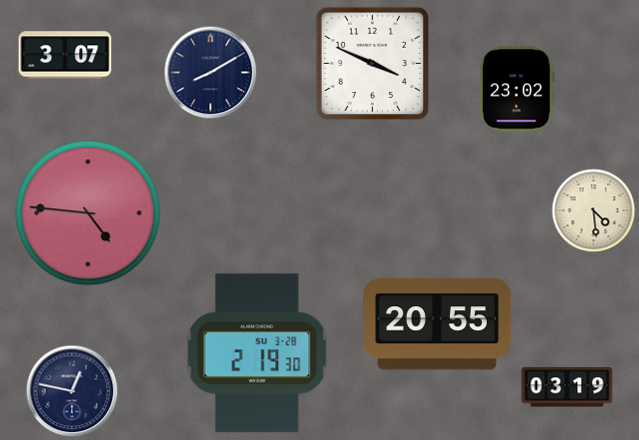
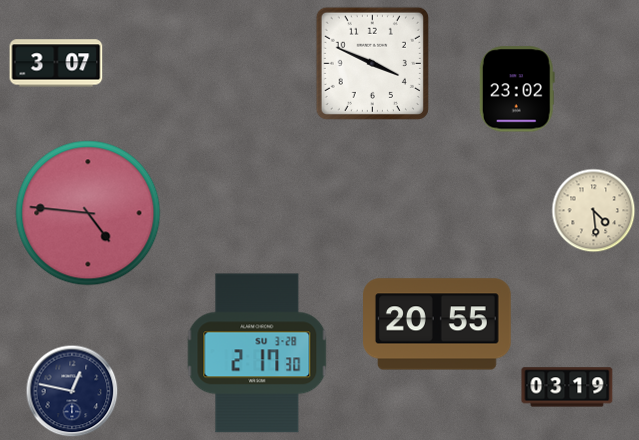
clock at (65, 55) position: (65, 55) -> (56, 63)
clock at (211, 73): 8:10 -> none
clock at (257, 353): 2:19 -> 2:17
